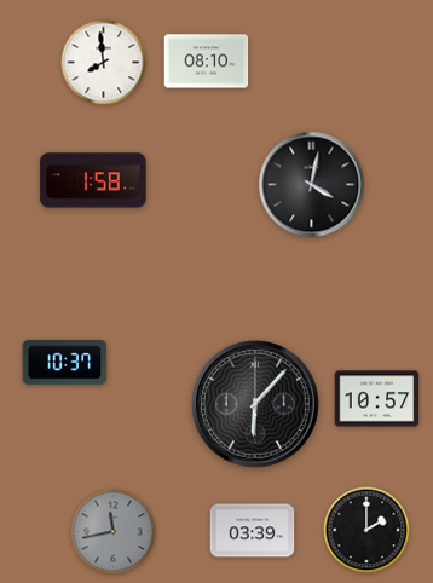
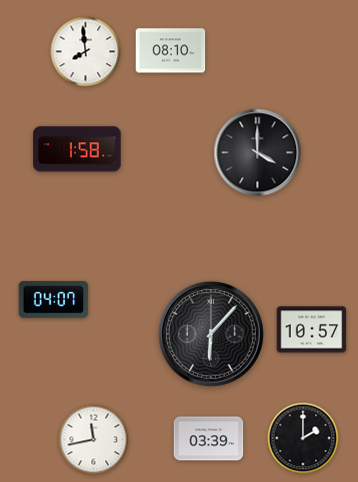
clock at (312, 185): 4:02 -> 4:00
clock at (65, 363): 10:37 -> 04:07
clock at (114, 532) dial: grey -> white
